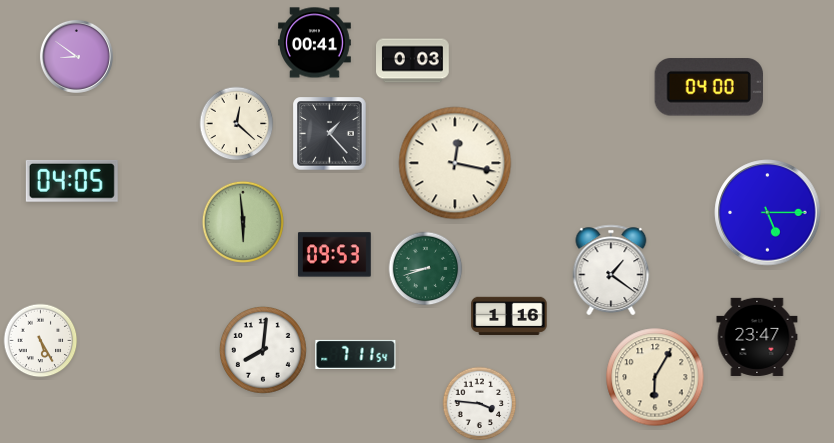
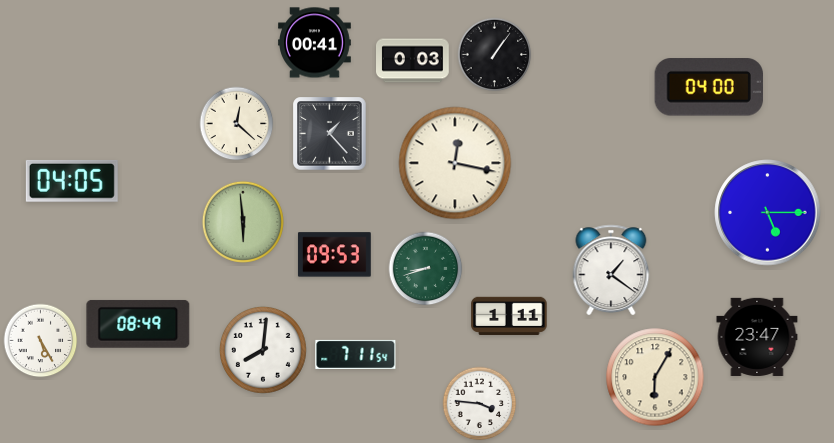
clock at (495, 55): none -> 1:06
clock at (76, 56): 8:51 -> none
clock at (509, 315): 1:16 -> 1:11
clock at (138, 324): none -> 08:49
